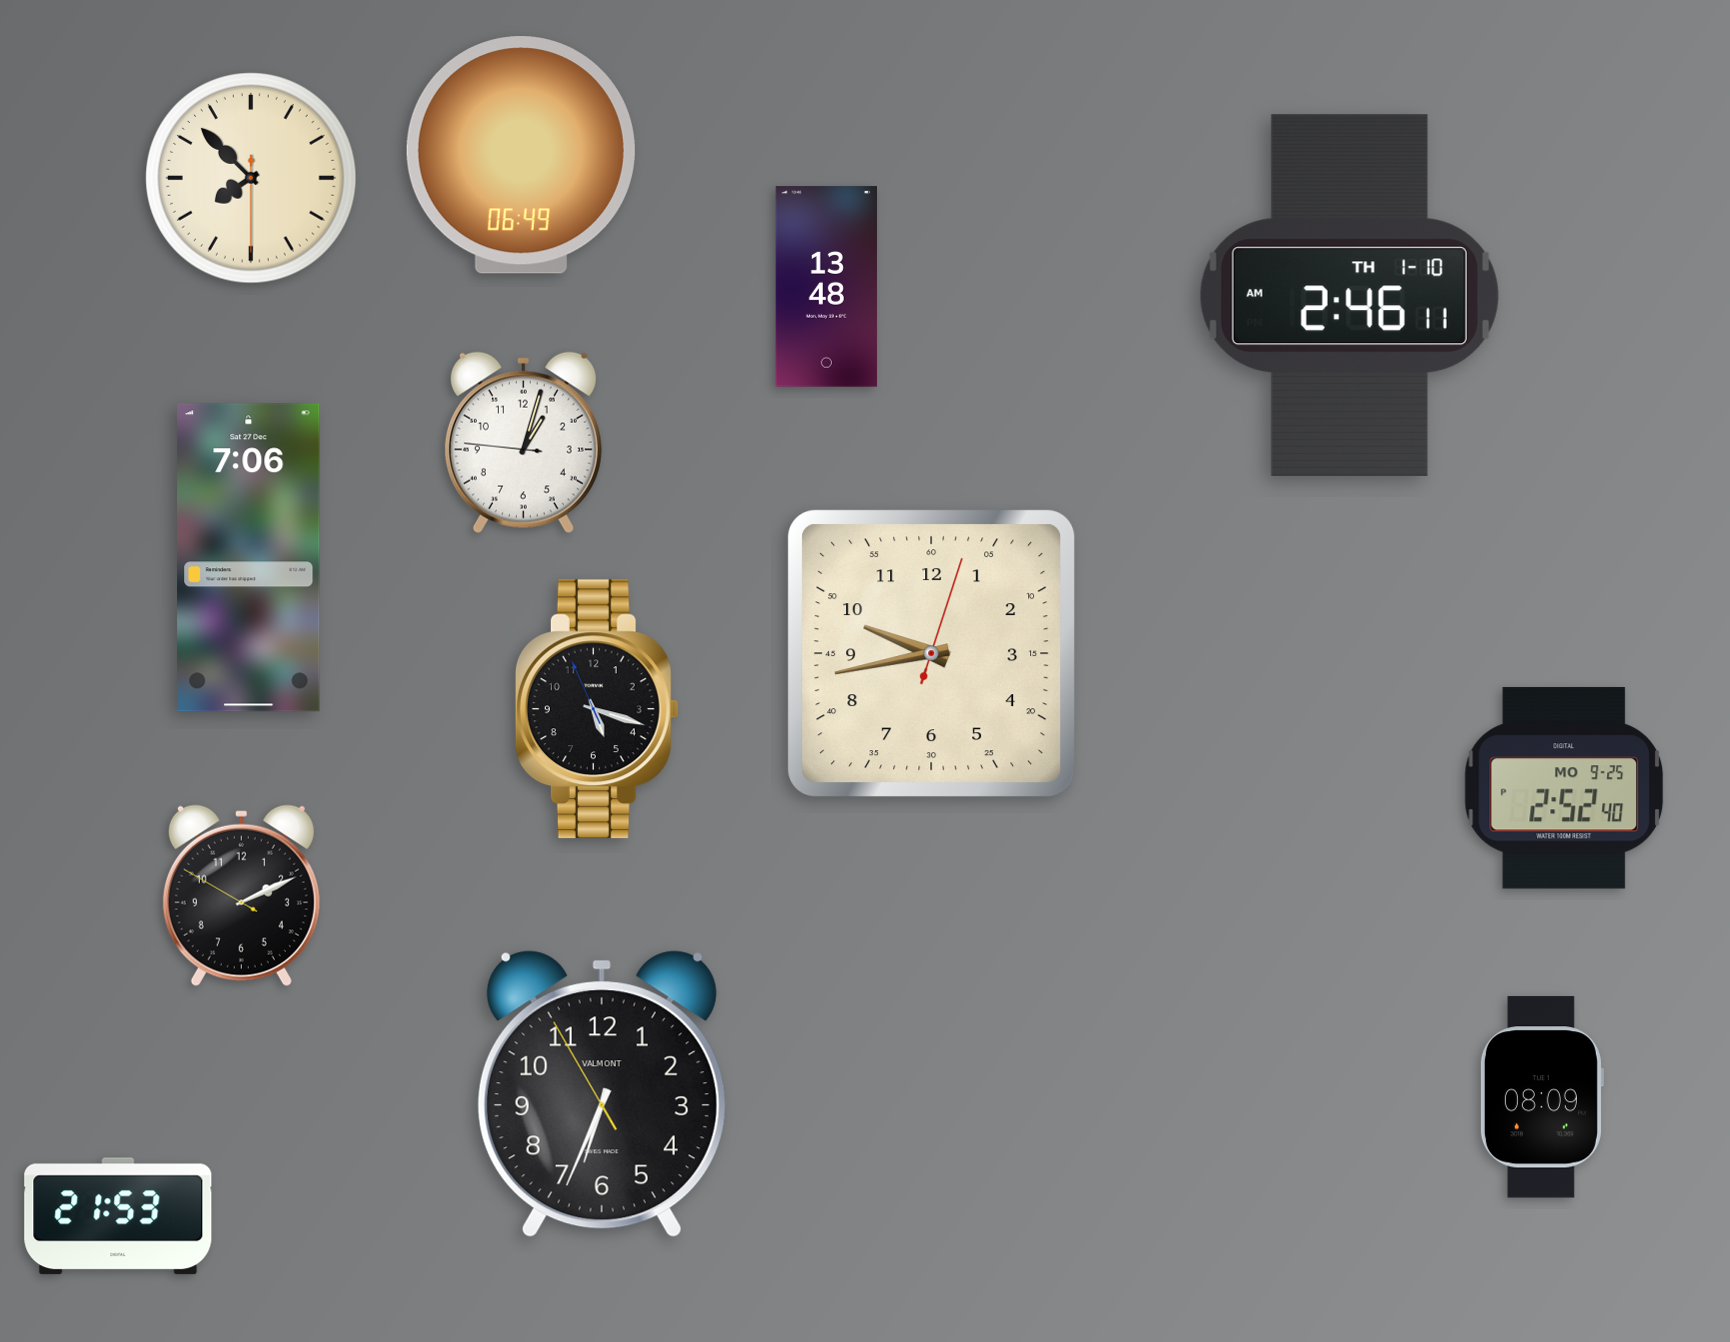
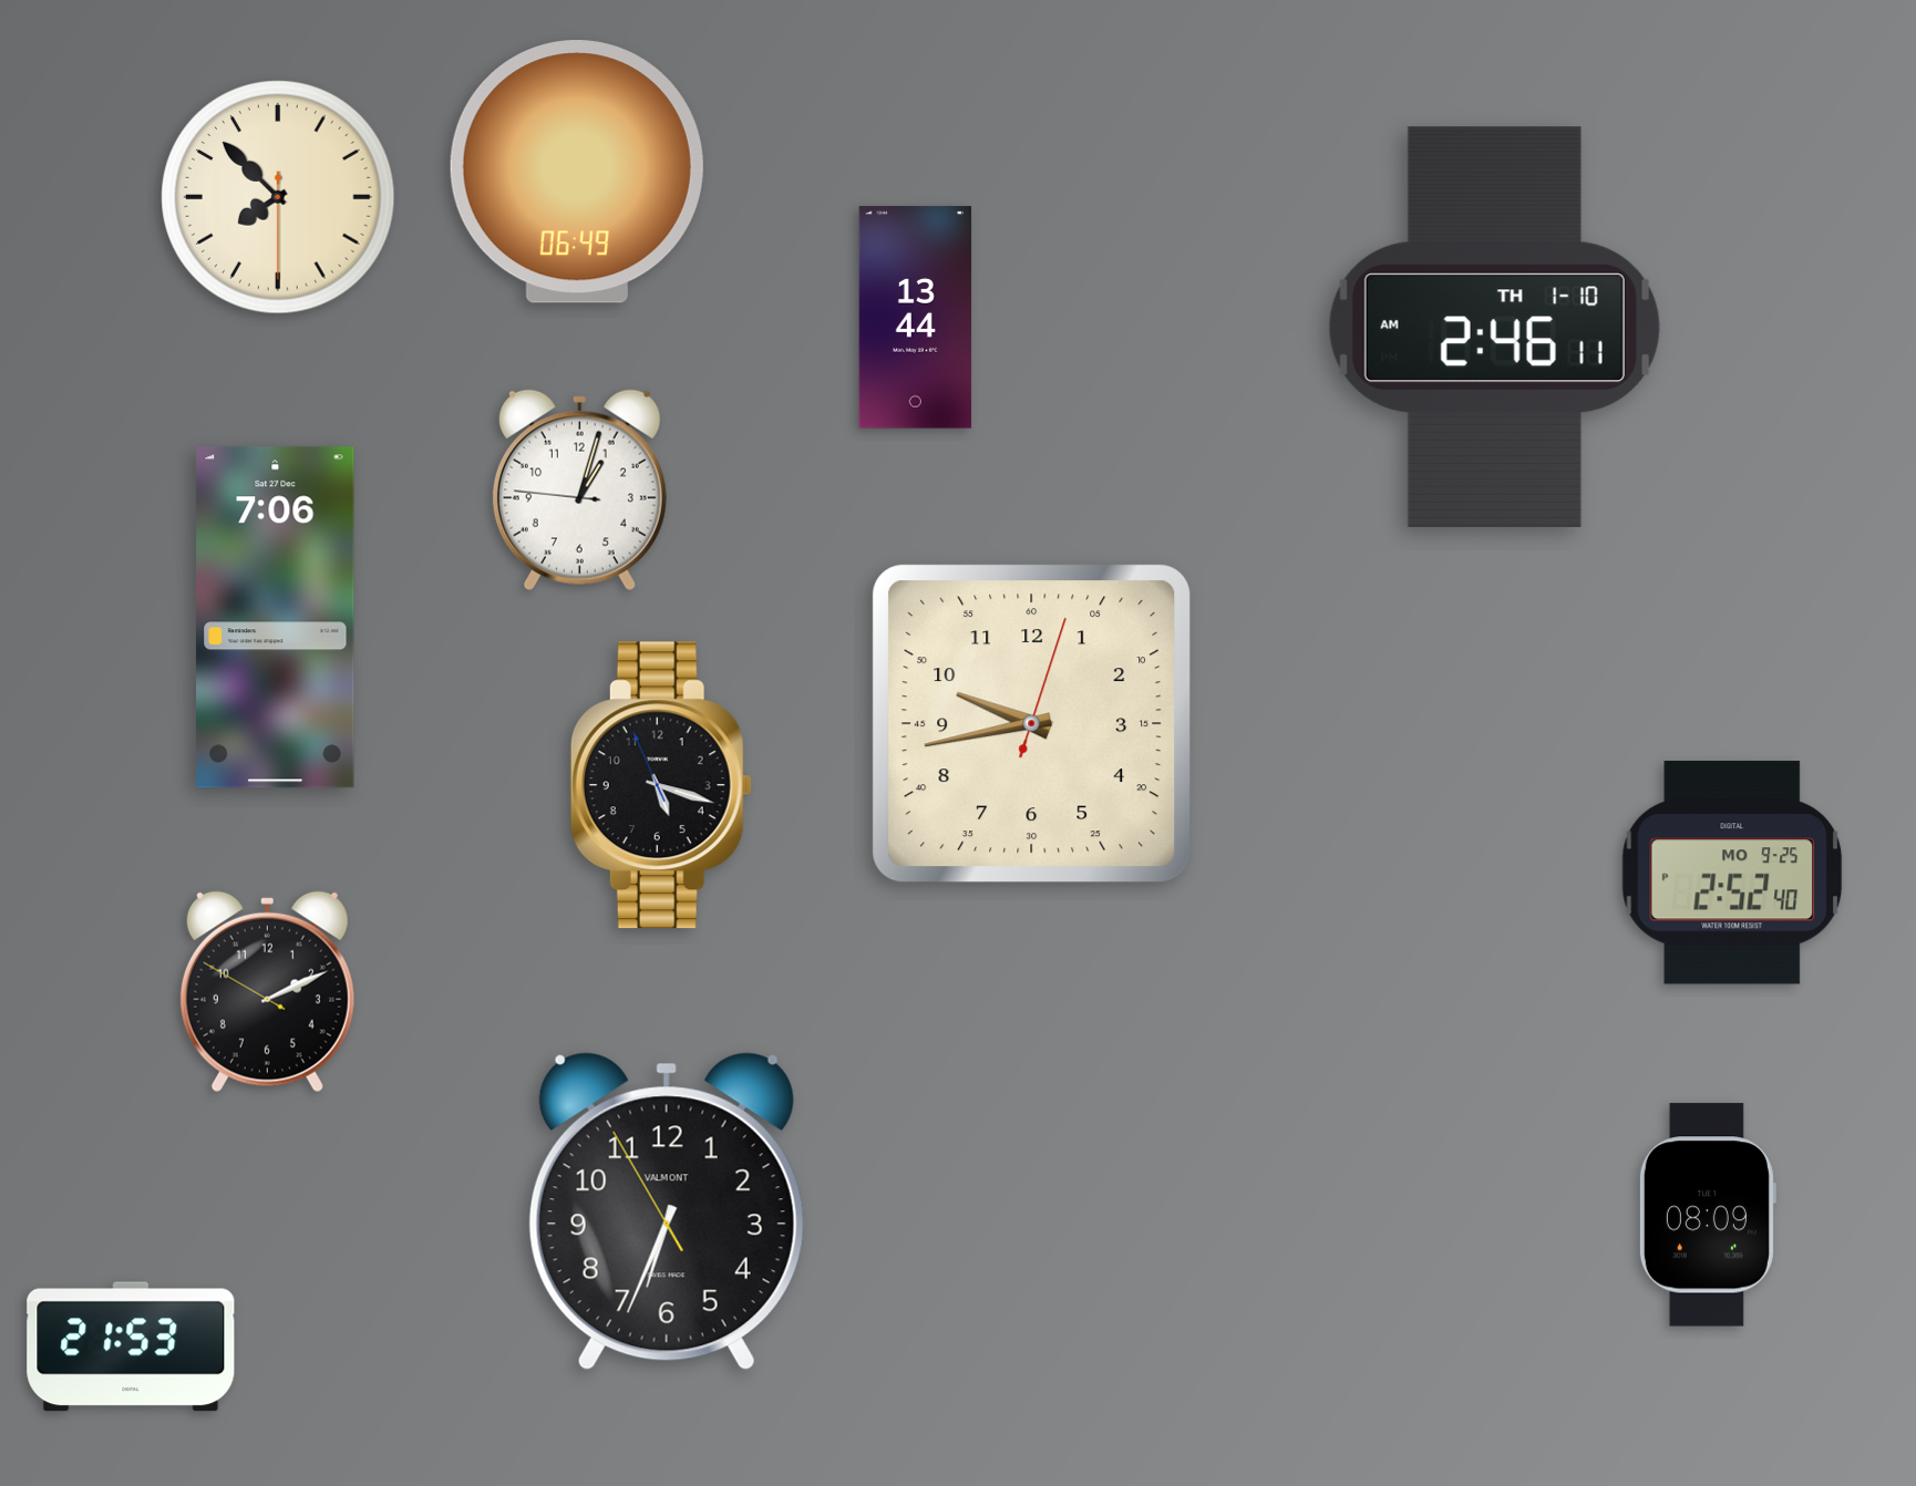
clock at (826, 287): 13:48 -> 13:44
